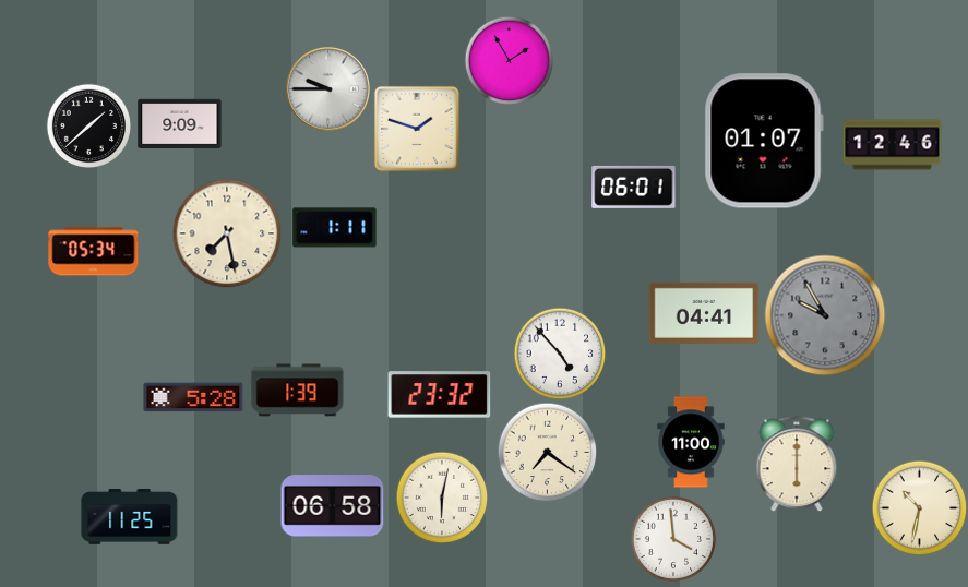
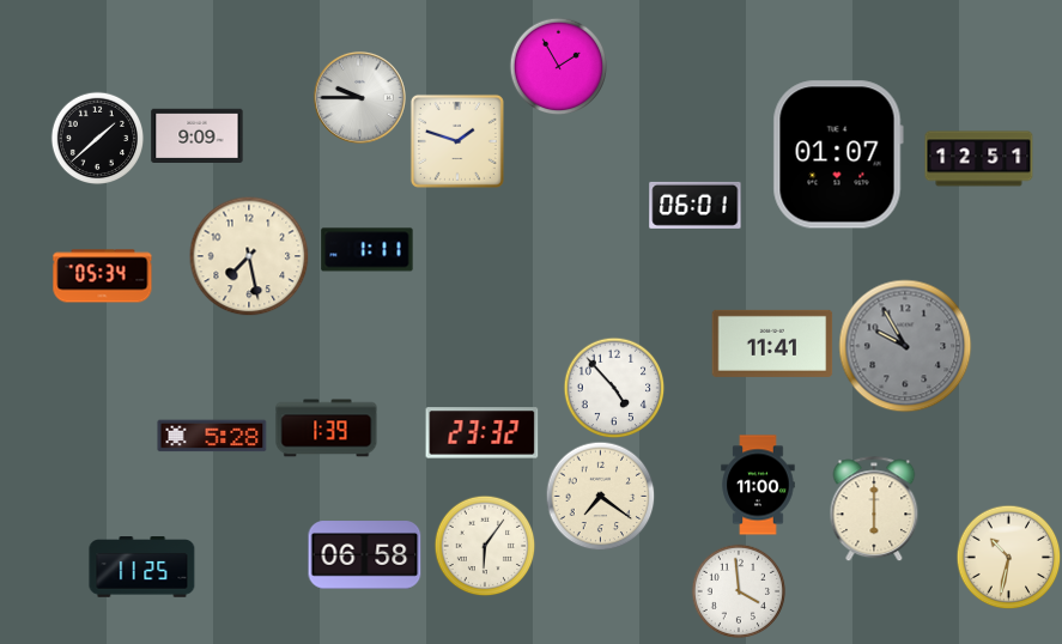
clock at (893, 145): 12:46 -> 12:51
clock at (704, 313): 04:41 -> 11:41
clock at (442, 498): 6:02 -> 6:06
